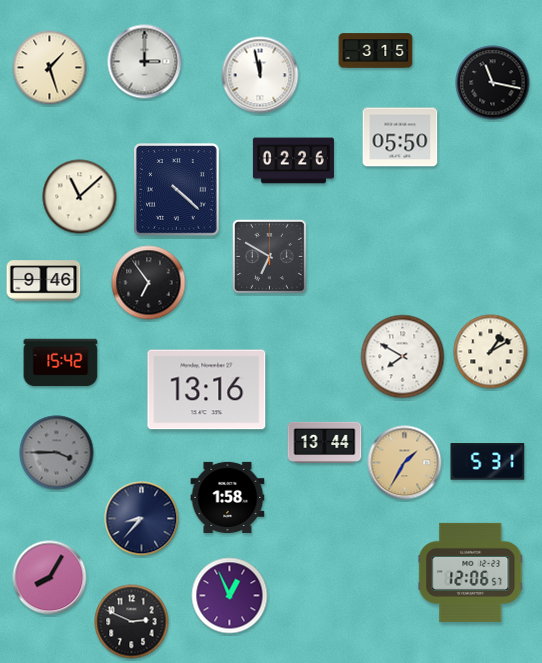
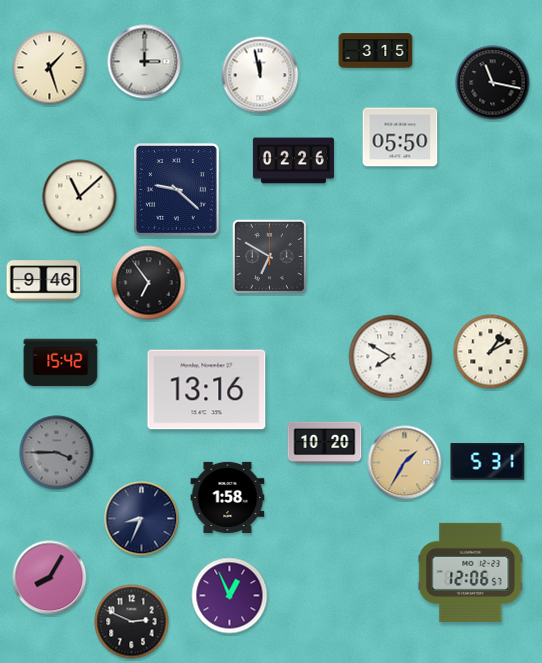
clock at (177, 190): 4:22 -> 9:22
clock at (403, 357) position: (403, 357) -> (391, 357)
clock at (325, 442): 13:44 -> 10:20
clock at (142, 519): 8:37 -> 8:34
